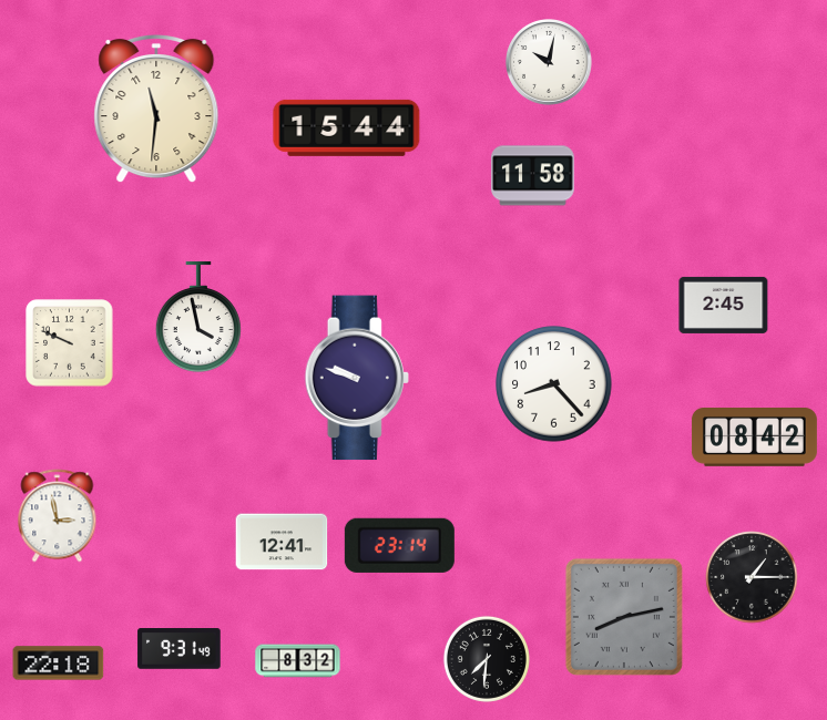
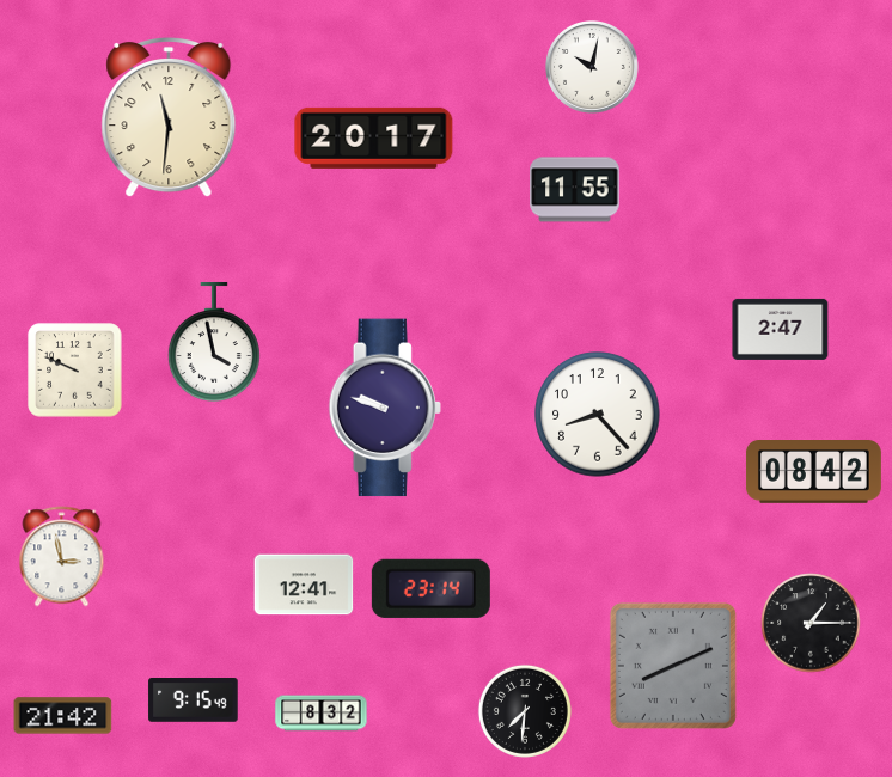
clock at (347, 127): 15:44 -> 20:17
clock at (533, 176): 11:58 -> 11:55
clock at (724, 305): 2:45 -> 2:47
clock at (624, 617): 8:13 -> 8:11
clock at (180, 649): 9:31 -> 9:15
clock at (59, 664): 22:18 -> 21:42
